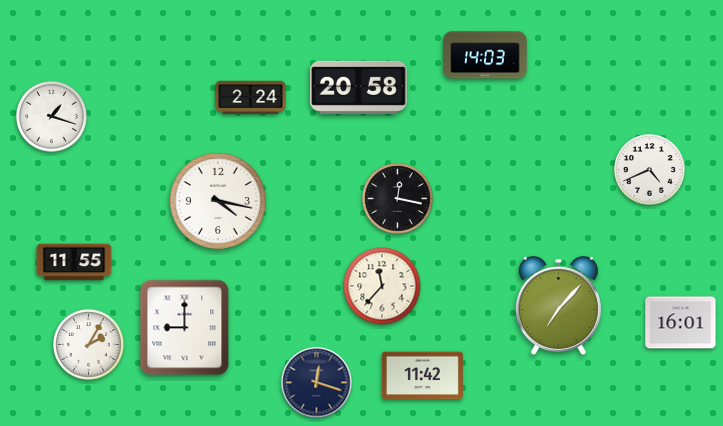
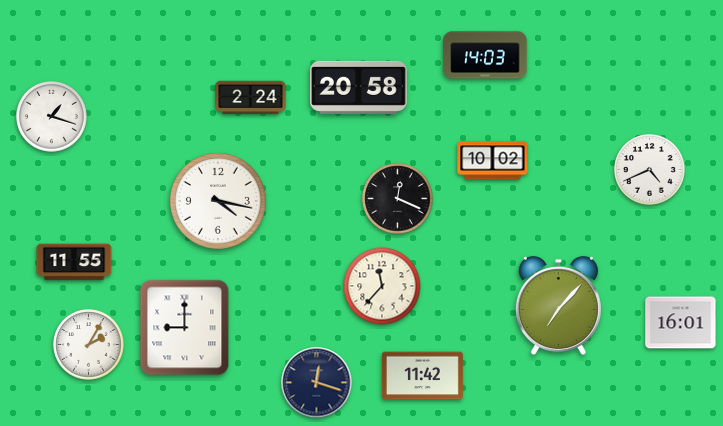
clock at (493, 161): none -> 10:02
clock at (398, 199): 12:17 -> 12:19
